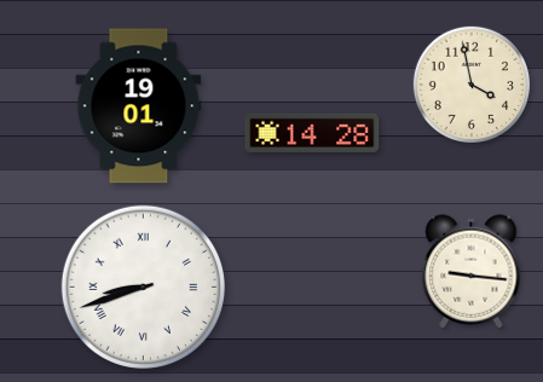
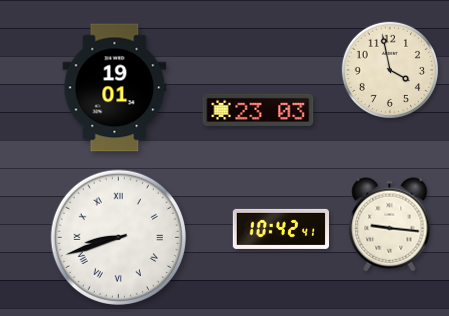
clock at (312, 133): 14:28 -> 23:03
clock at (281, 229): none -> 10:42
